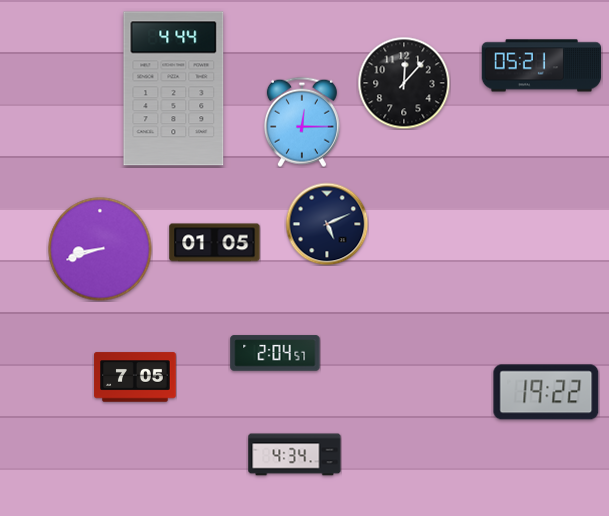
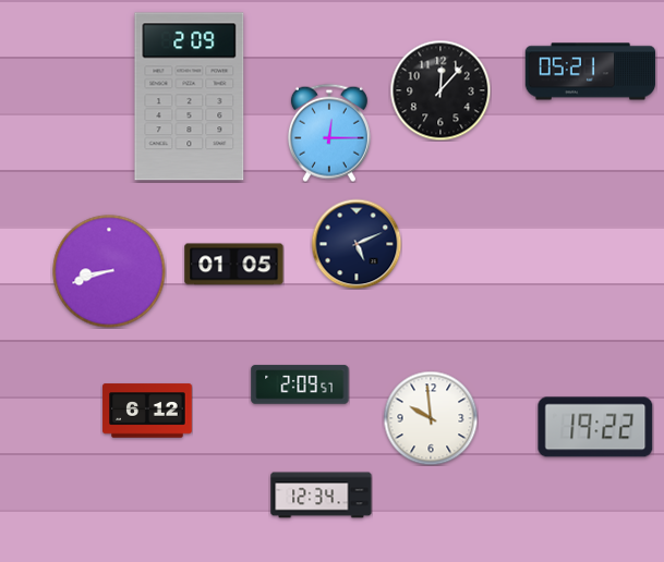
clock at (174, 89): 4:44 -> 2:09
clock at (275, 353): 2:04 -> 2:09
clock at (135, 377): 7:05 -> 6:12
clock at (431, 418): none -> 9:59
clock at (295, 455): 4:34 -> 12:34
